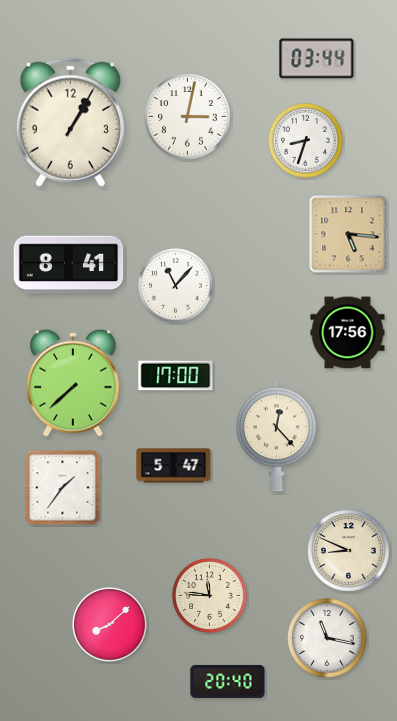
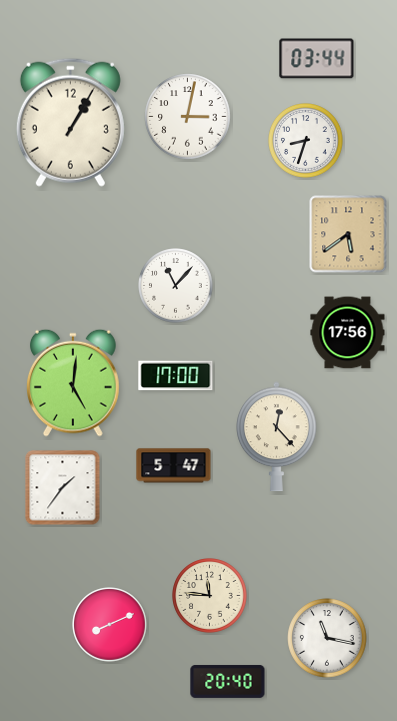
clock at (348, 234): 5:16 -> 5:39
clock at (69, 265): 8:41 -> none
clock at (74, 383): 7:38 -> 5:01
clock at (349, 551): 8:49 -> none
clock at (110, 625): 8:08 -> 8:11
